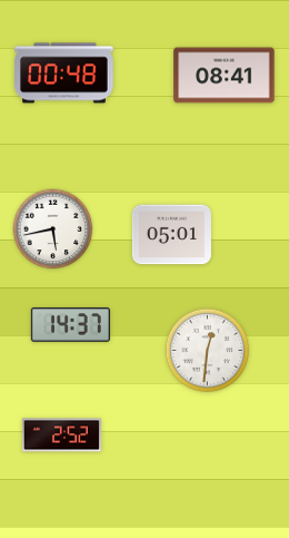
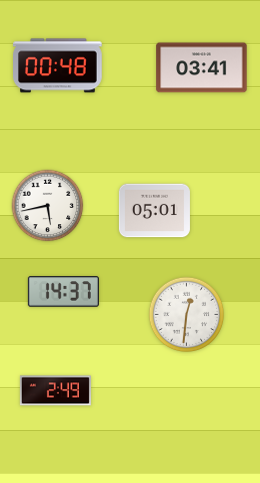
clock at (225, 76): 08:41 -> 03:41
clock at (61, 436): 2:52 -> 2:49
